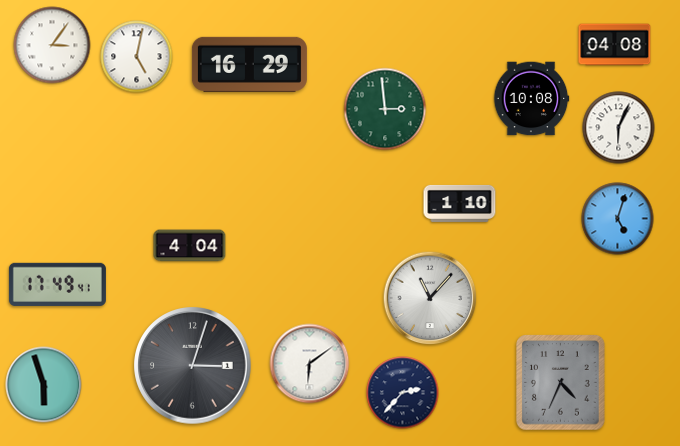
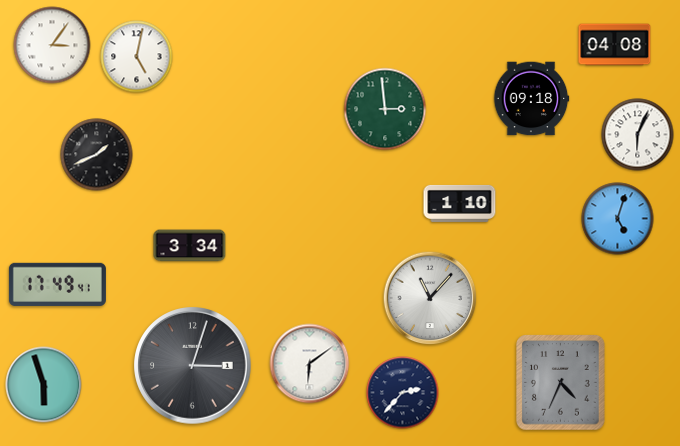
clock at (249, 64): 16:29 -> none
clock at (531, 99): 10:08 -> 09:18
clock at (619, 128) position: (619, 128) -> (638, 135)
clock at (97, 155): none -> 1:41
clock at (190, 246): 4:04 -> 3:34
